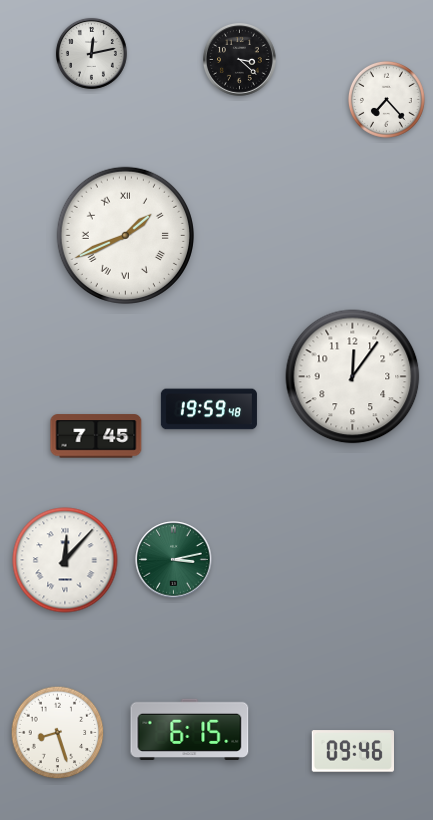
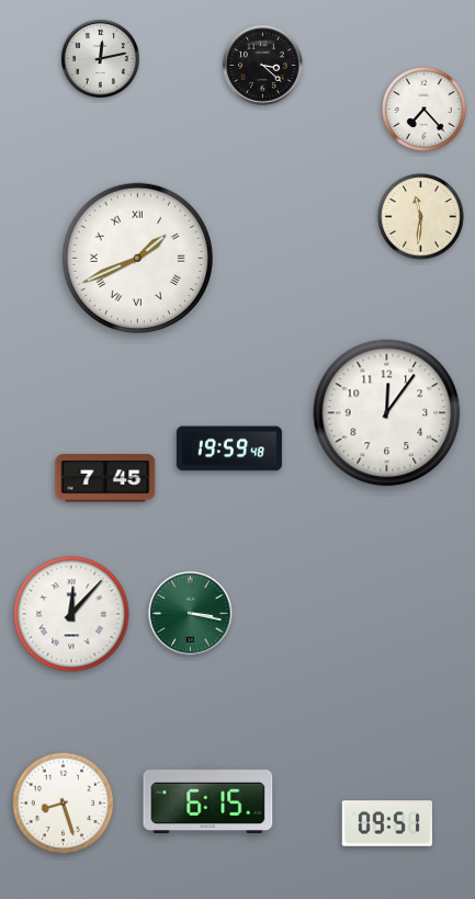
clock at (421, 217): none -> 11:31
clock at (174, 560): 3:13 -> 3:17
clock at (352, 751): 09:46 -> 09:51
